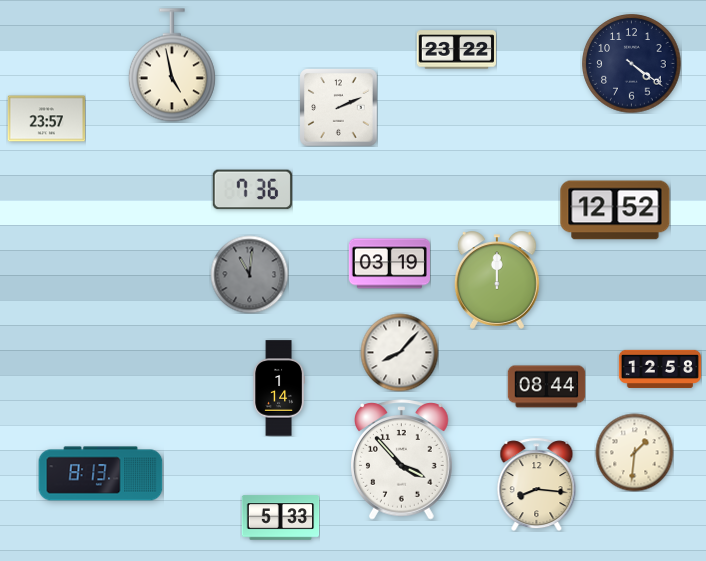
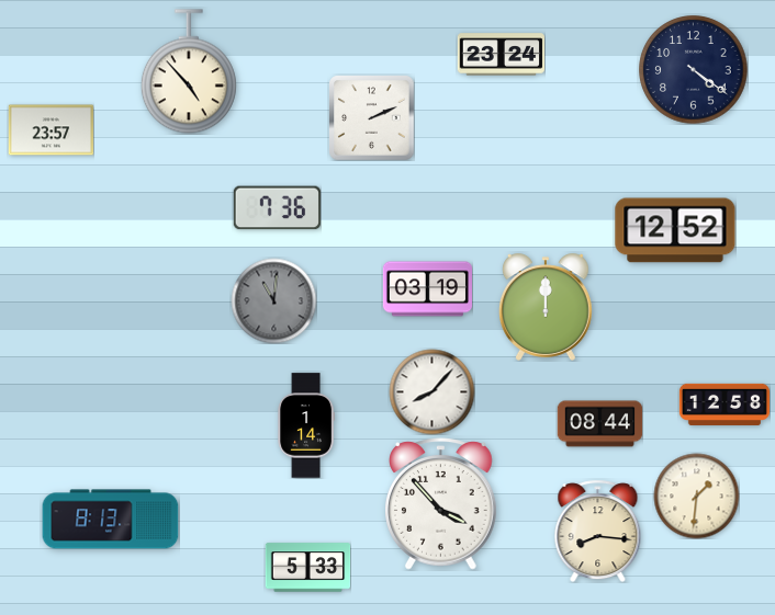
clock at (456, 50): 23:22 -> 23:24
clock at (172, 65): 4:58 -> 4:53
clock at (399, 352) position: (399, 352) -> (431, 391)
clock at (537, 484) position: (537, 484) -> (598, 531)
